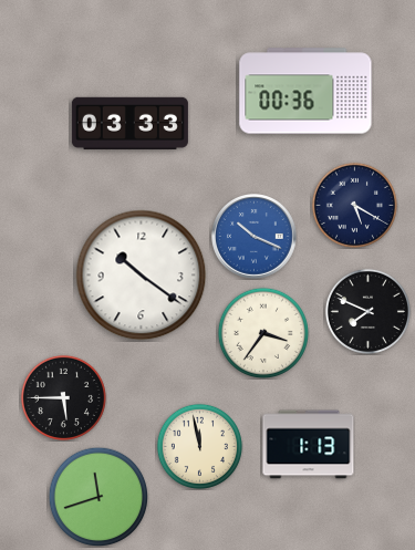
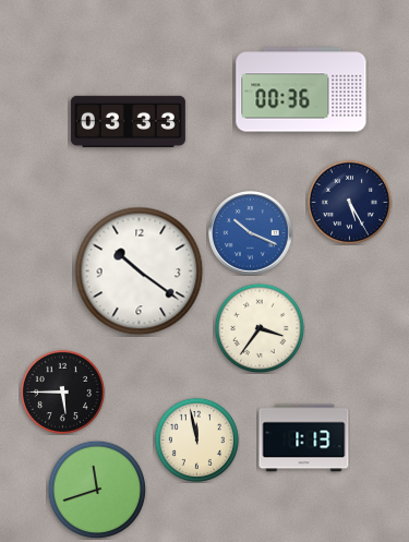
clock at (354, 205): 5:20 -> 5:25
clock at (367, 311): 7:49 -> none
